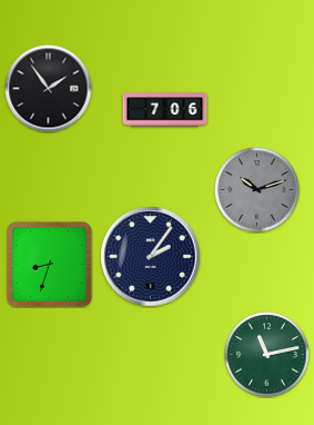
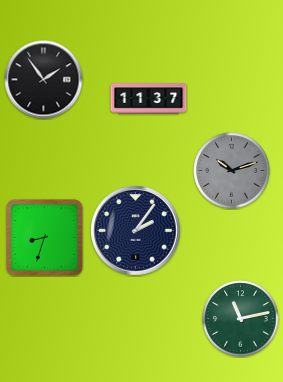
clock at (165, 110): 7:06 -> 11:37
